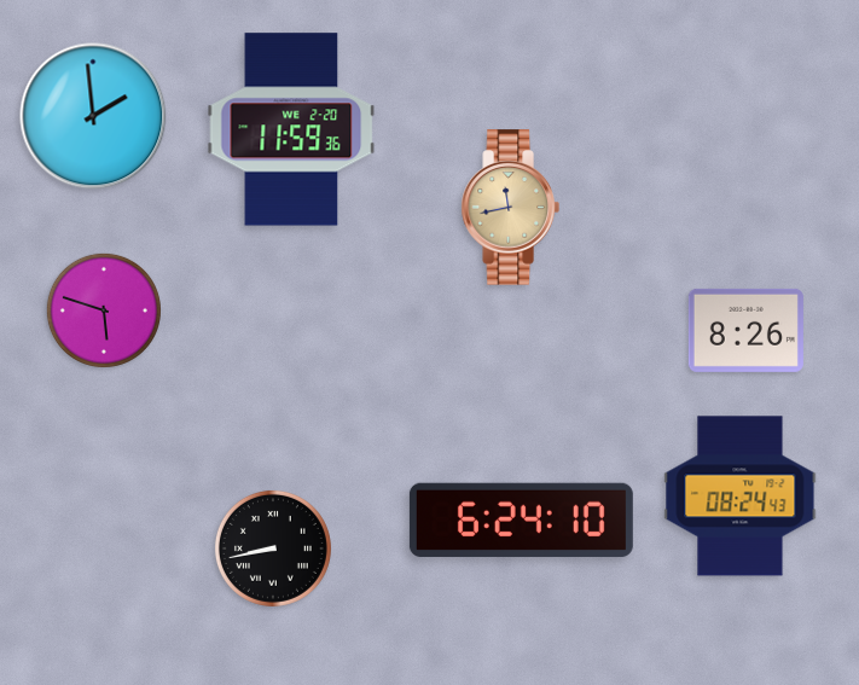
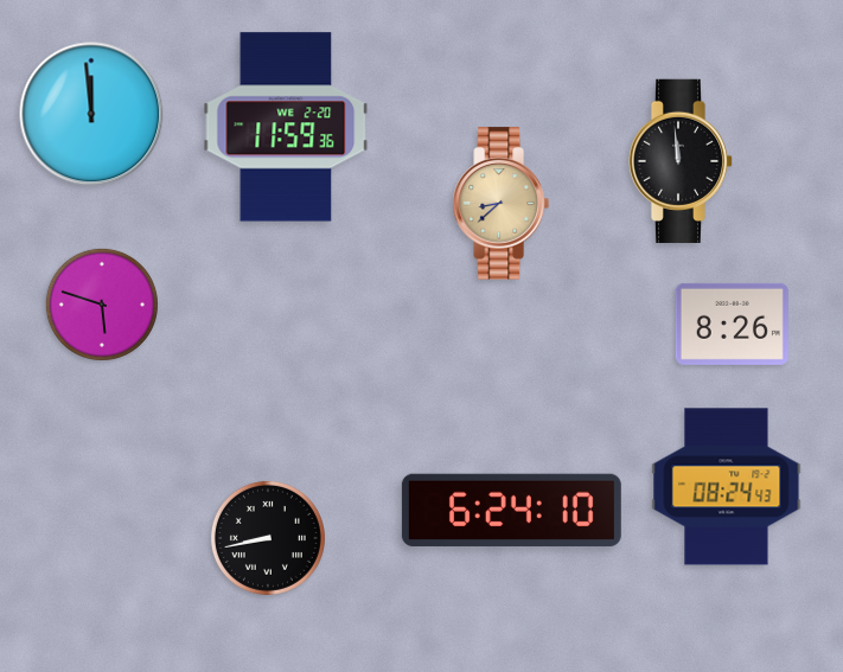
clock at (93, 116): 1:59 -> 11:59
clock at (681, 161): none -> 11:59
clock at (510, 208): 11:43 -> 8:38
